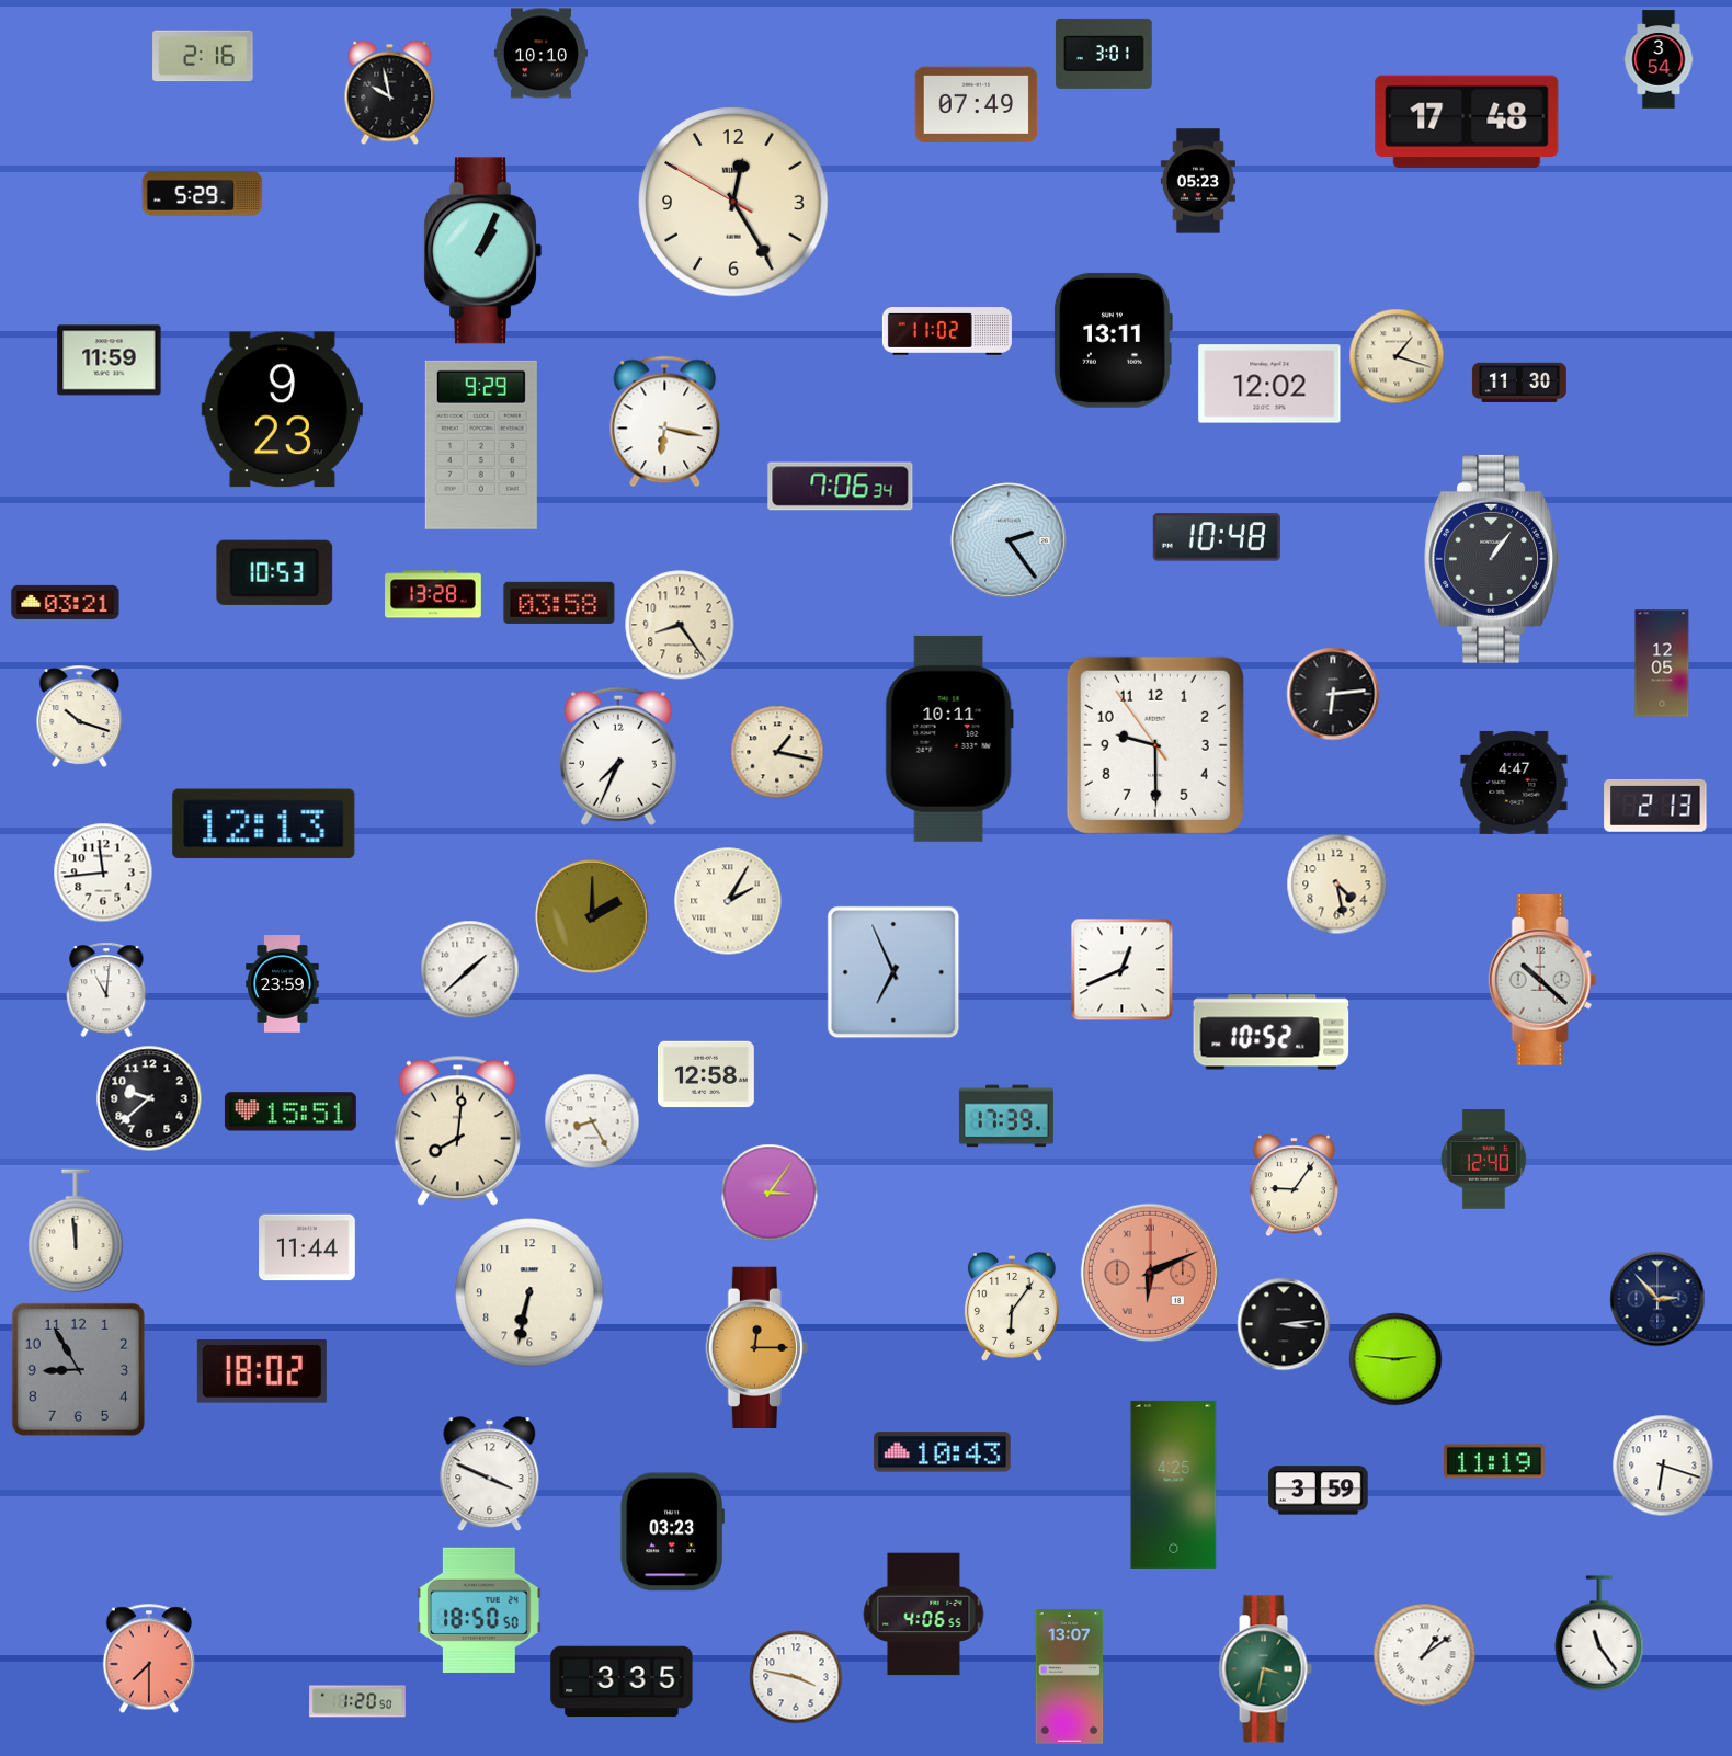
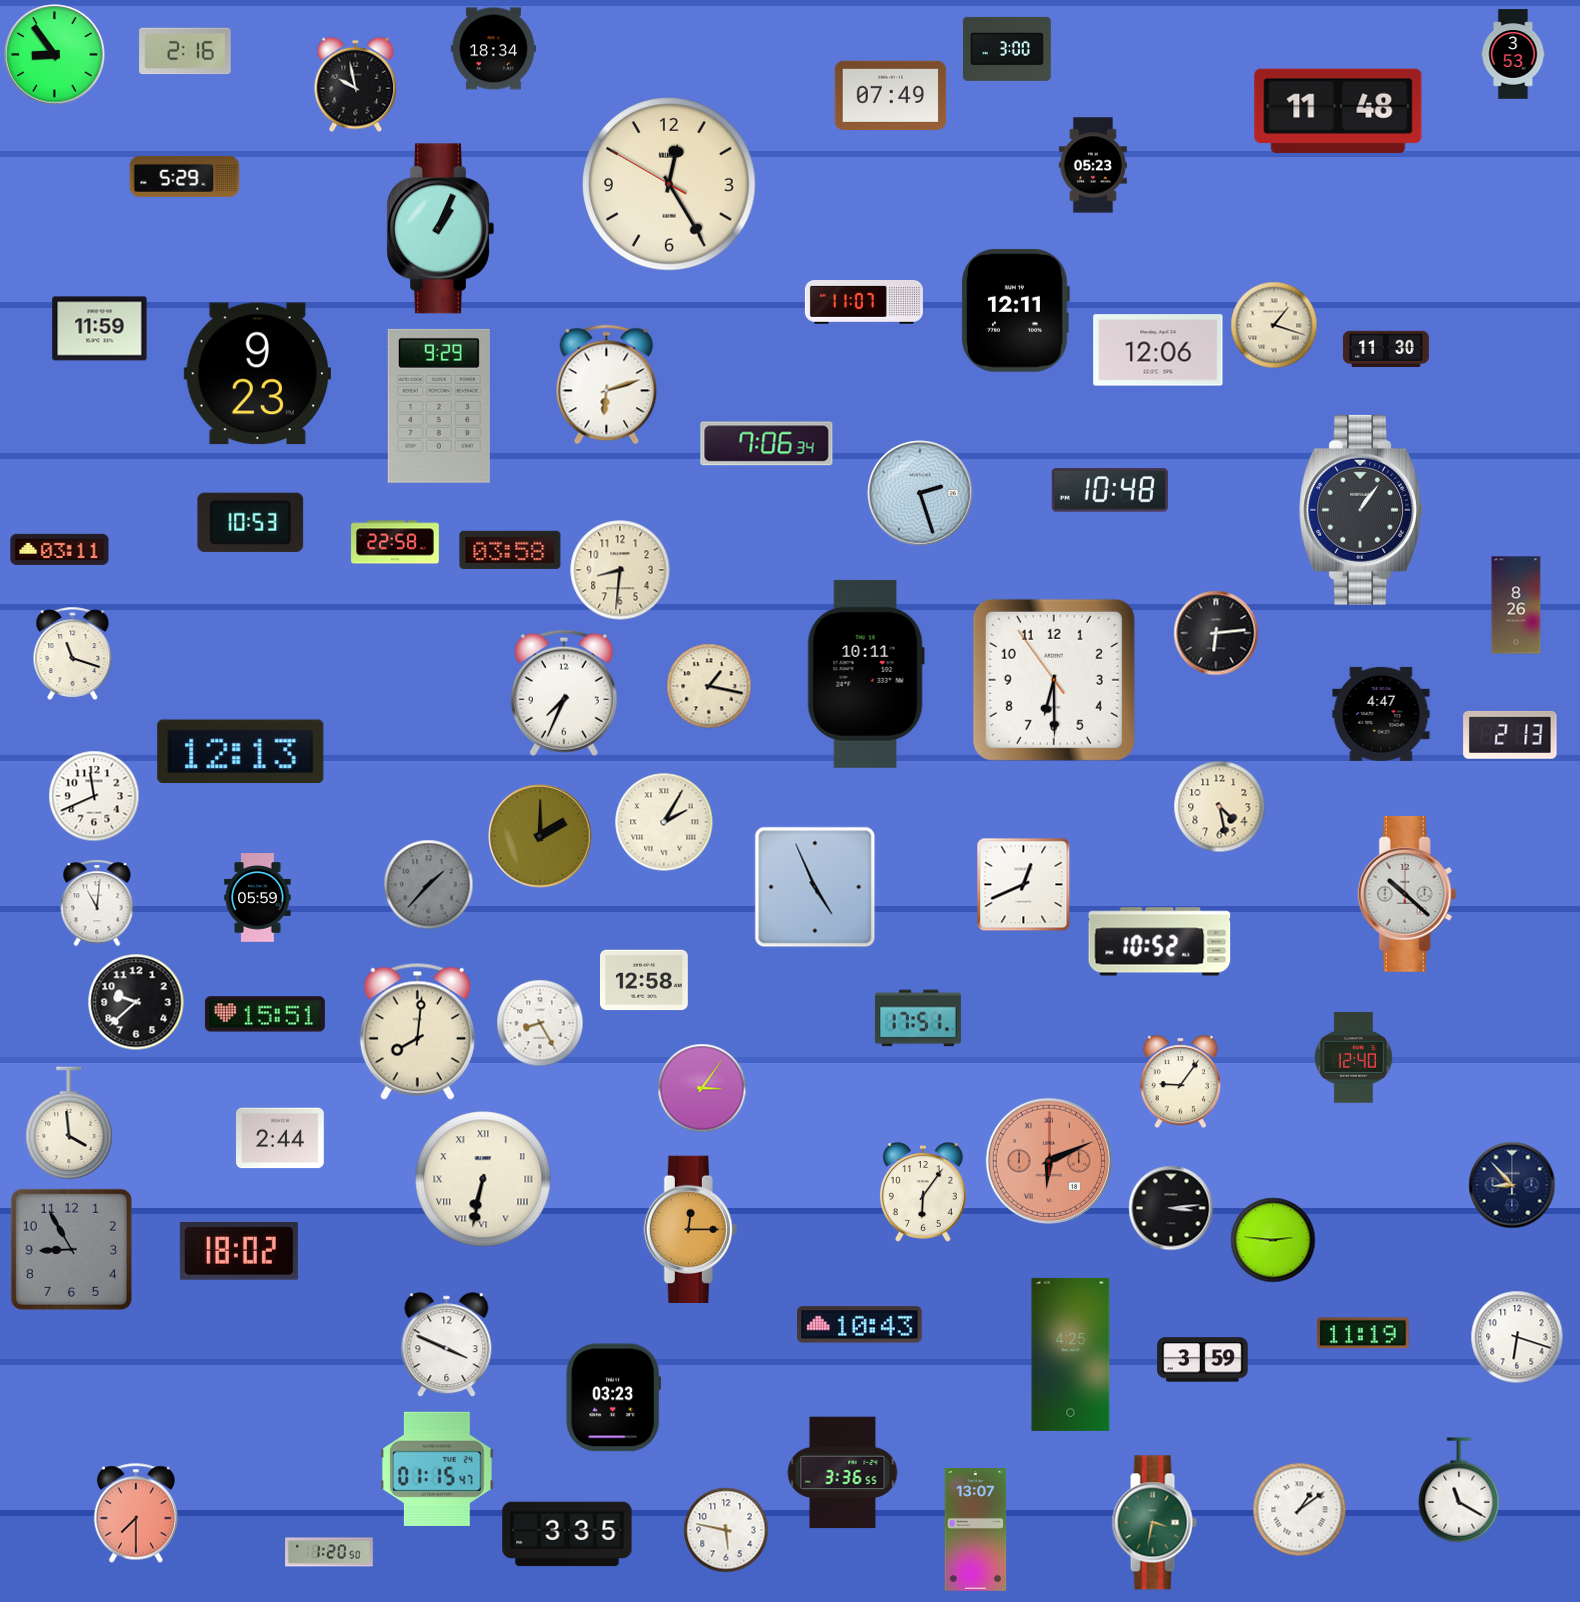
clock at (540, 54): 10:10 -> 18:34
clock at (1104, 54): 3:01 -> 3:00
clock at (1659, 59): 3:54 -> 3:53
clock at (55, 55): none -> 8:54
clock at (1467, 122): 17:48 -> 11:48
clock at (947, 332): 11:02 -> 11:07
clock at (1113, 340): 13:11 -> 12:11
clock at (1269, 384): 12:02 -> 12:06
clock at (665, 422): 6:17 -> 6:12
clock at (1009, 540): 2:24 -> 2:27
clock at (433, 594): 13:28 -> 22:58
clock at (66, 602): 03:21 -> 03:11
clock at (680, 625): 8:24 -> 8:31
clock at (1662, 663): 12:05 -> 8:26
clock at (80, 716): 10:18 -> 11:18
clock at (1155, 745): 9:29 -> 6:29
clock at (618, 756) position: (618, 756) -> (564, 693)
clock at (103, 873): 11:44 -> 11:41
clock at (470, 970): 1:38 -> 1:37
clock at (470, 970) dial: white -> grey
clock at (893, 972): 6:56 -> 4:56
clock at (283, 984): 23:59 -> 05:59
clock at (1006, 1116): 17:39 -> 17:51
clock at (76, 1232): 11:59 -> 3:59
clock at (308, 1247): 11:44 -> 2:44
clock at (529, 1292) numerals: Arabic -> Roman
clock at (1657, 1299): 2:53 -> 8:53
clock at (479, 1610): 18:50 -> 01:15
clock at (924, 1615): 4:06 -> 3:36
clock at (1599, 1633): 11:24 -> 11:20
clock at (796, 1677): 3:47 -> 5:47
clock at (357, 1701) position: (357, 1701) -> (329, 1552)
